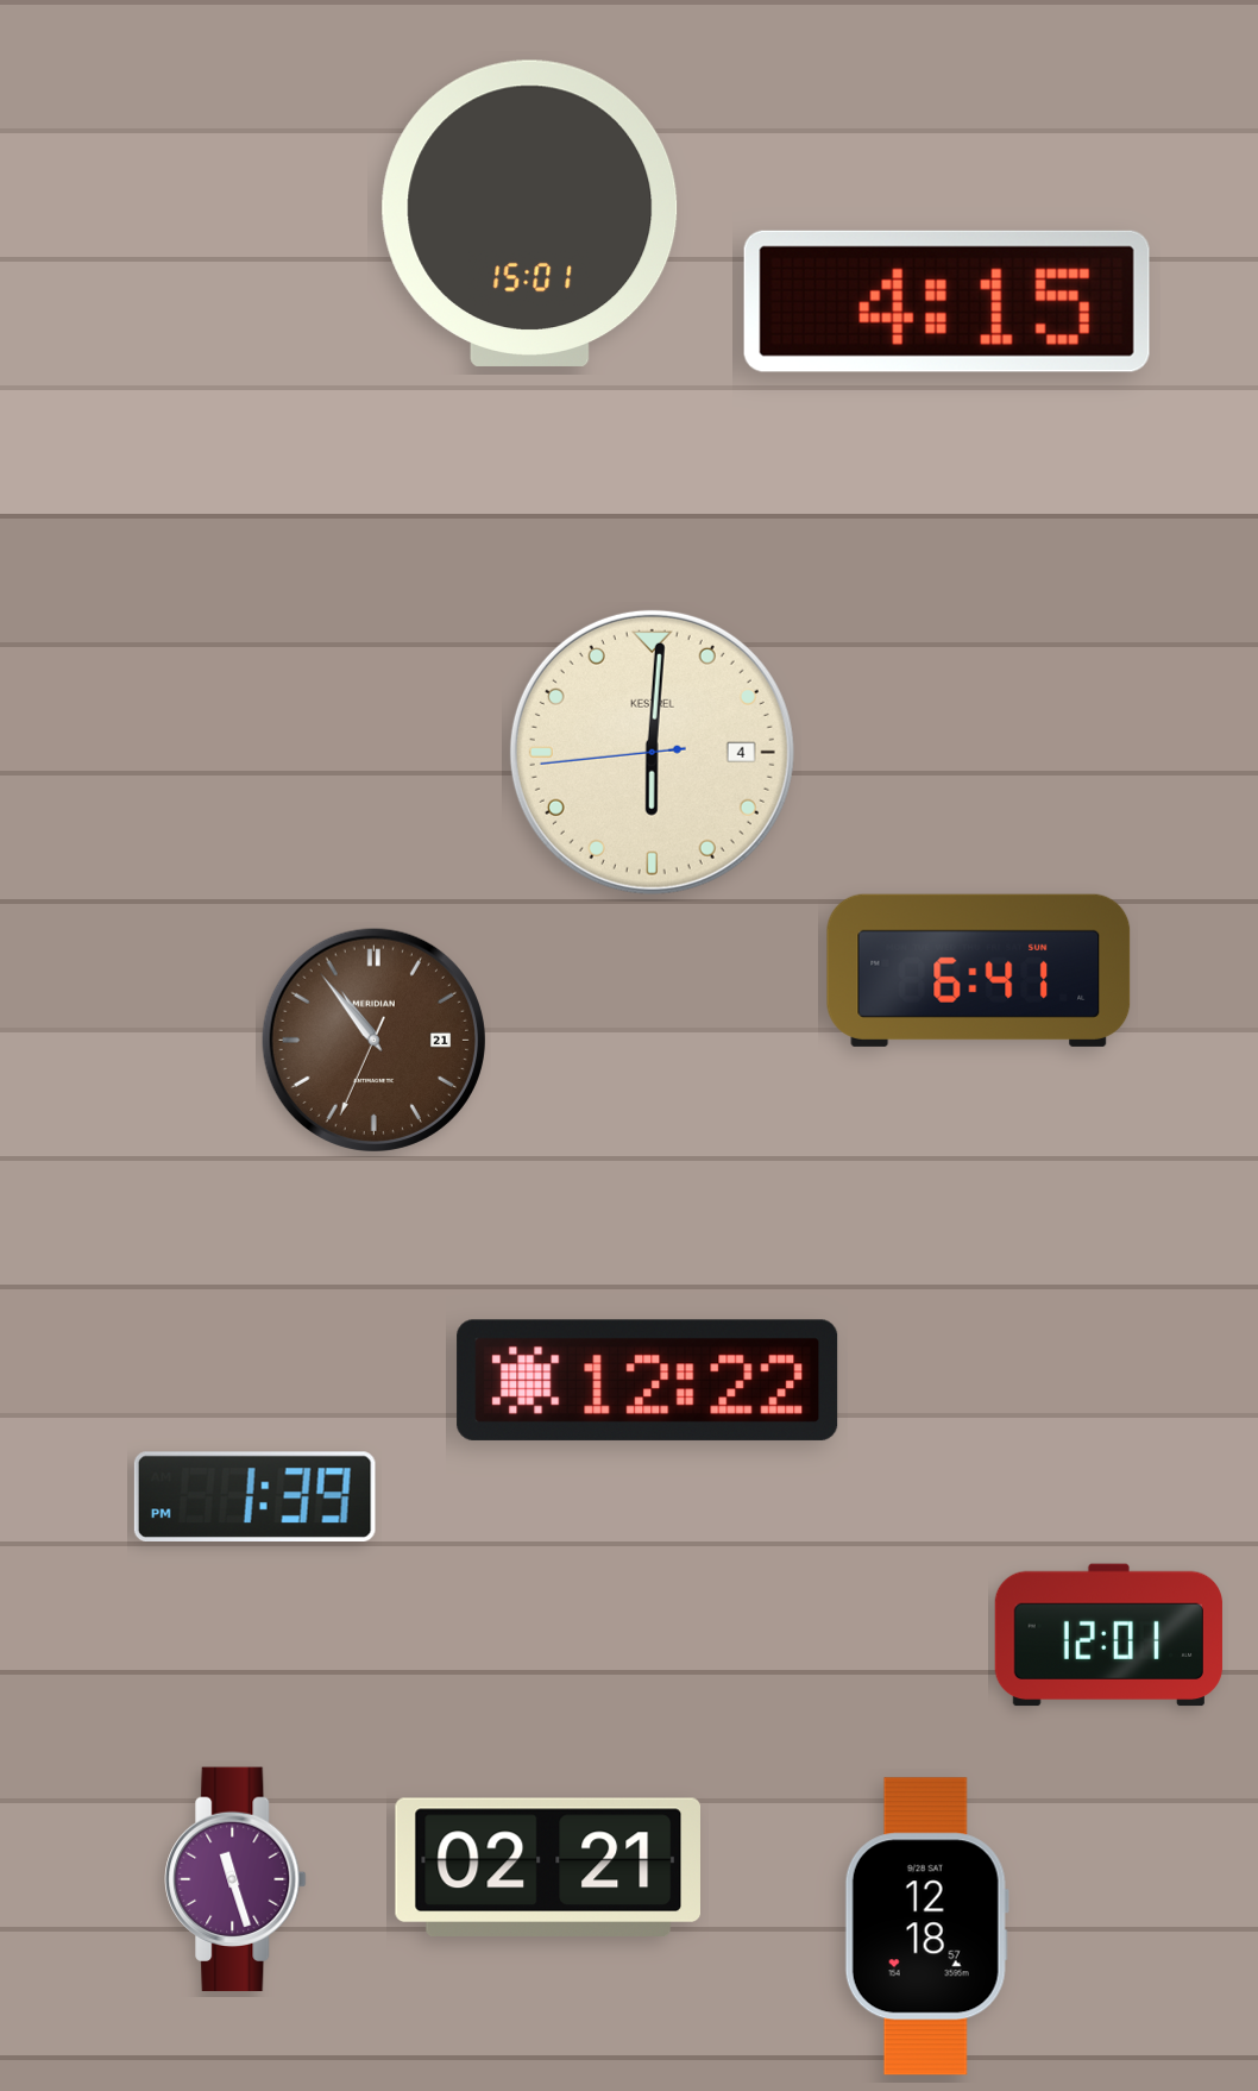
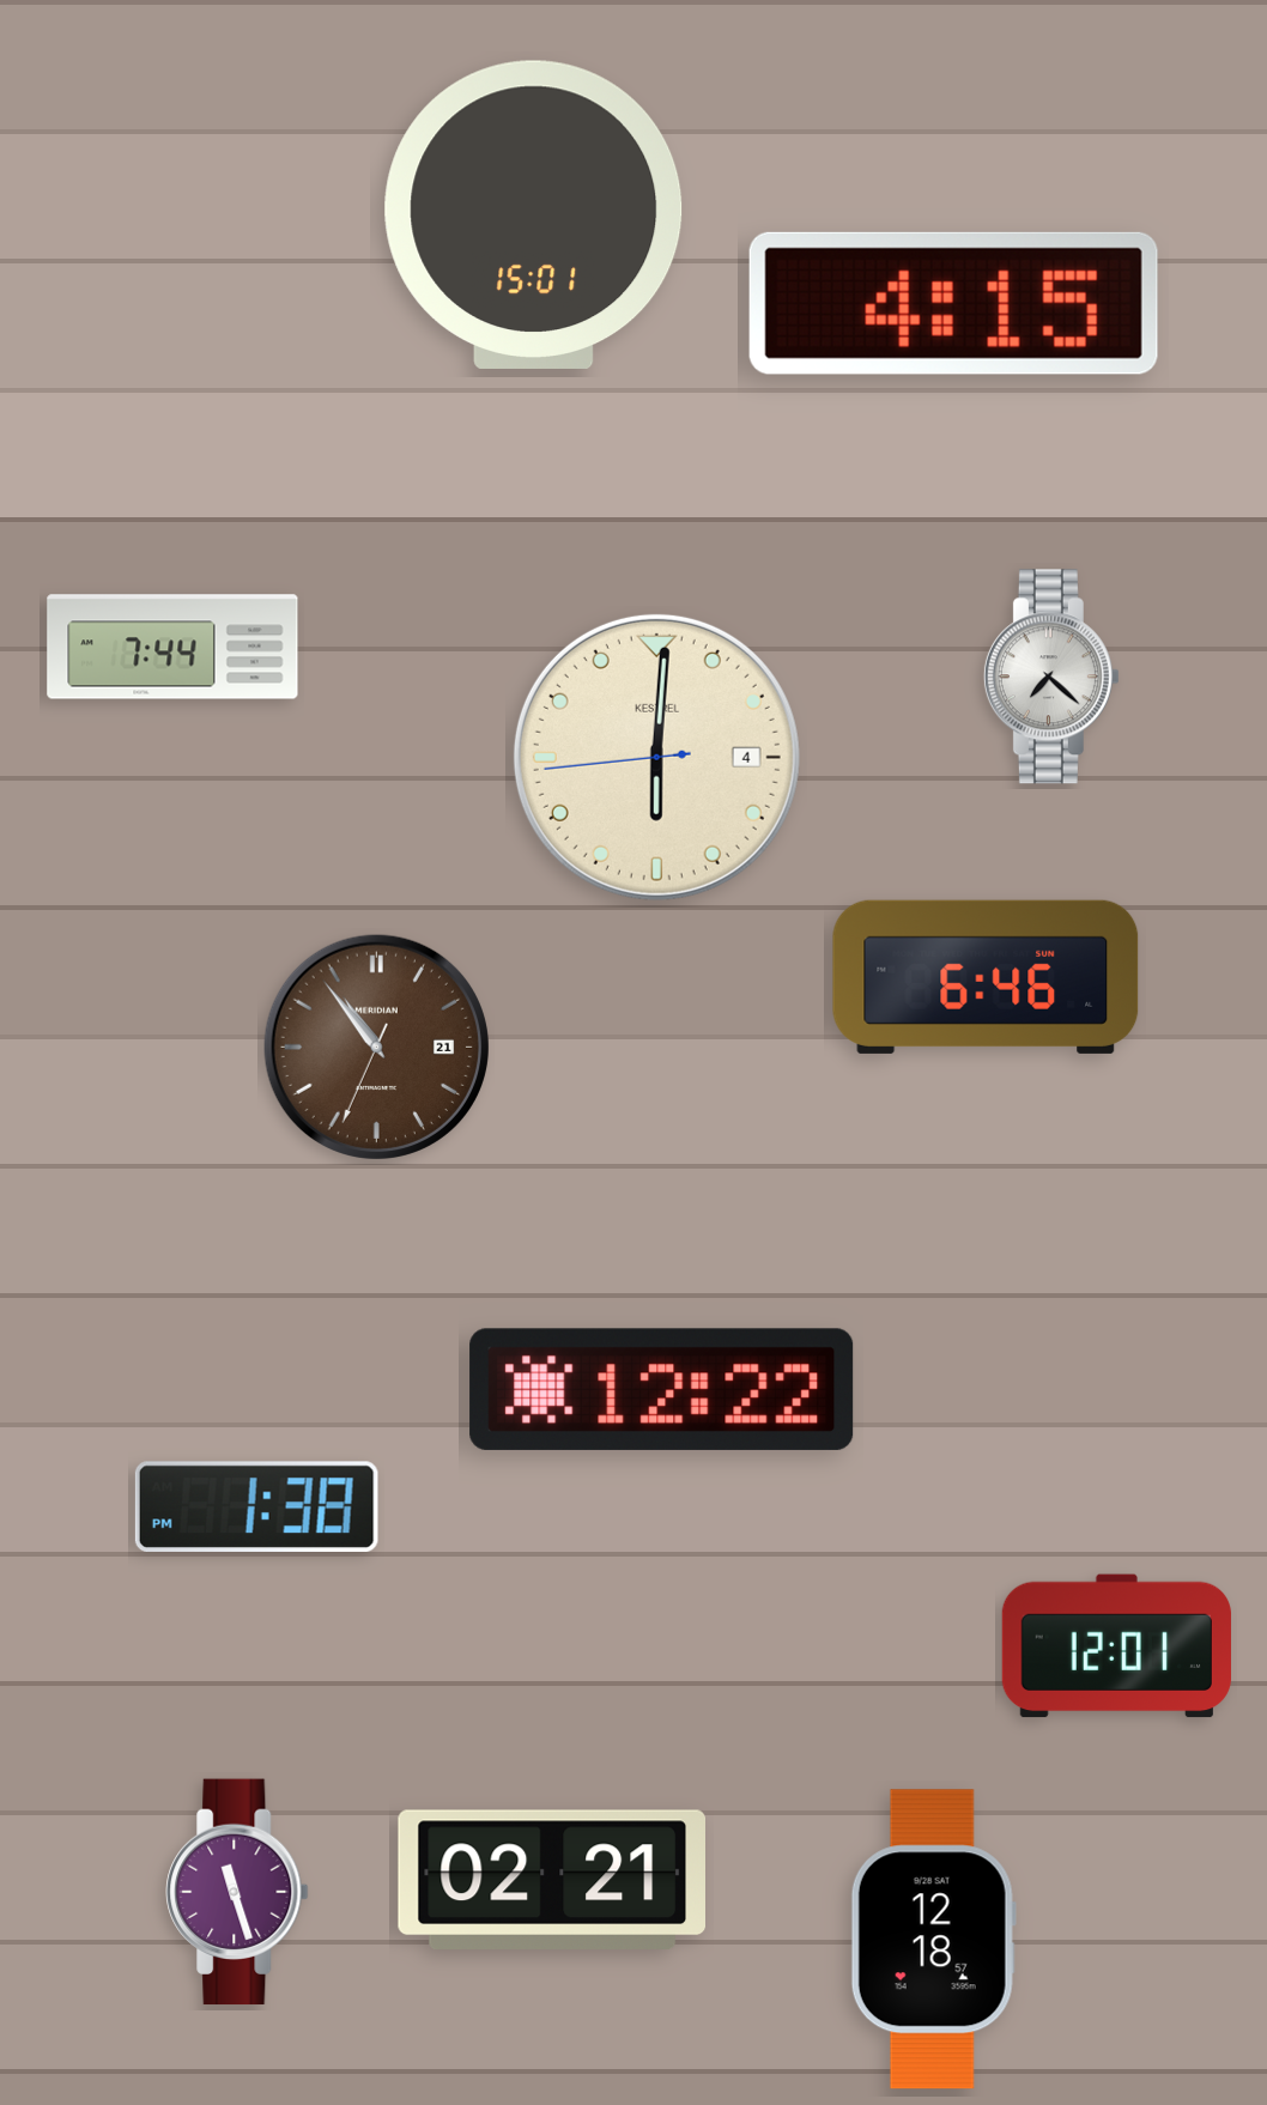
clock at (172, 647): none -> 7:44
clock at (1051, 677): none -> 7:22
clock at (979, 971): 6:41 -> 6:46
clock at (648, 1380) position: (648, 1380) -> (662, 1389)
clock at (254, 1496): 1:39 -> 1:38
